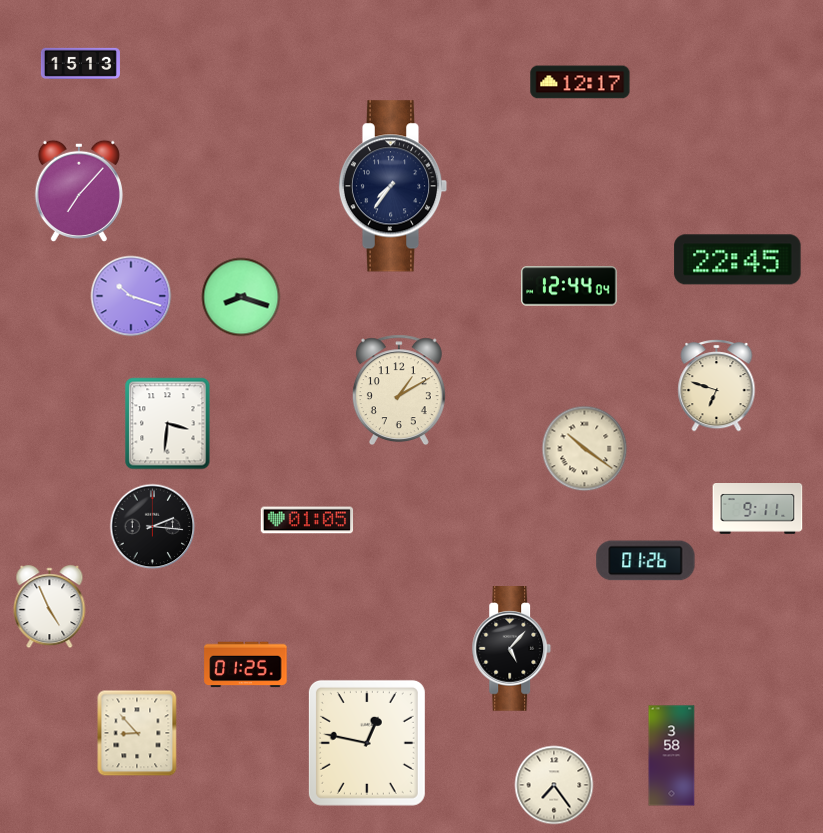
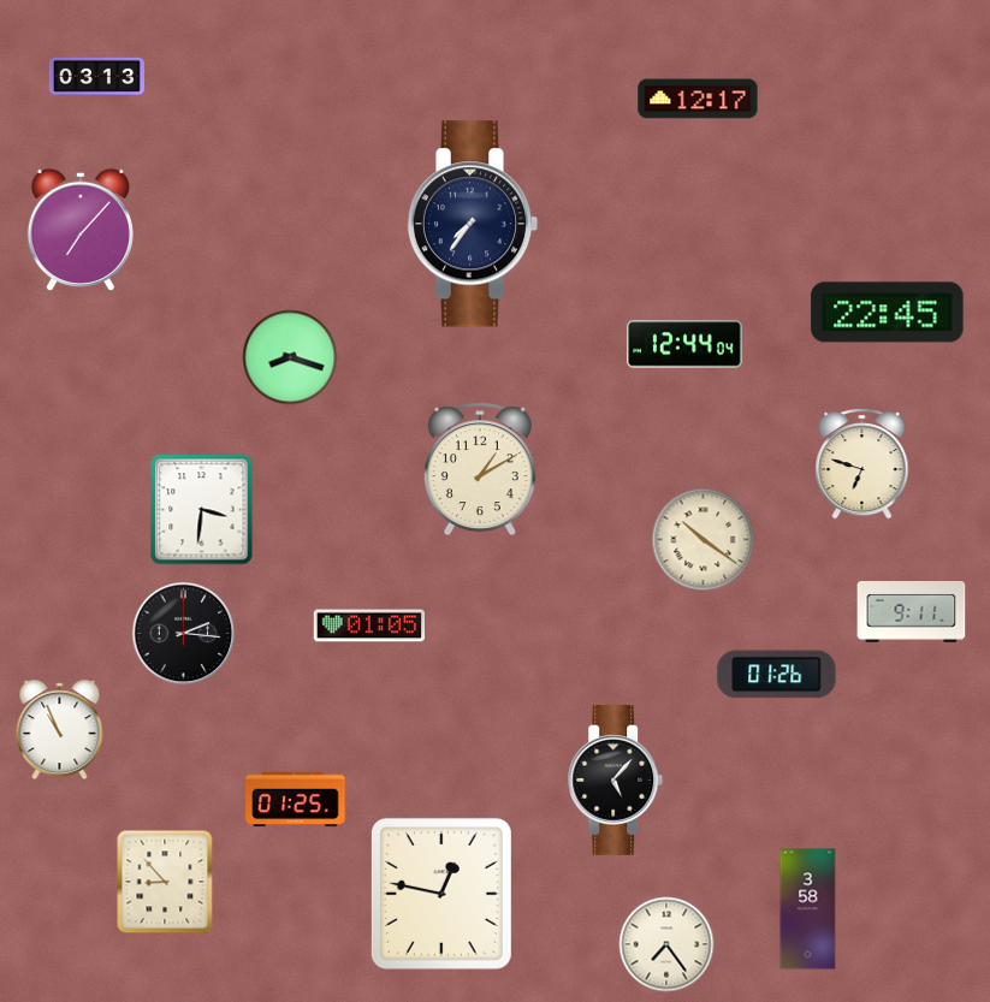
clock at (80, 63): 15:13 -> 03:13
clock at (79, 191) position: (79, 191) -> (81, 230)
clock at (131, 296): 10:18 -> none
clock at (50, 607): 4:56 -> 10:56
